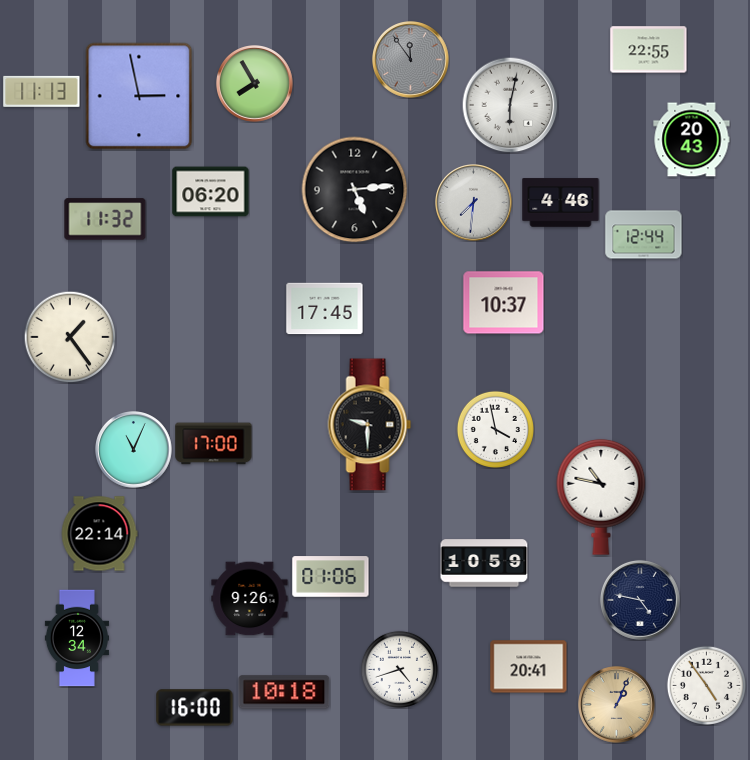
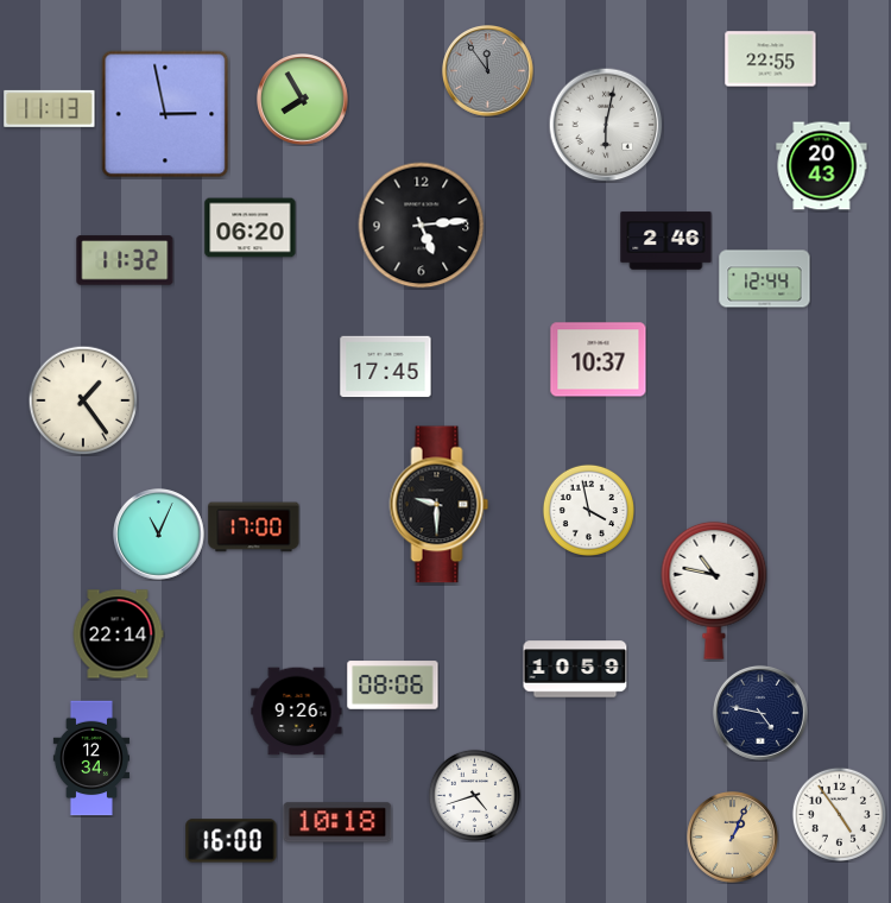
clock at (474, 203): 7:31 -> none
clock at (561, 203): 4:46 -> 2:46
clock at (331, 577): 01:06 -> 08:06
clock at (529, 667): 20:41 -> none
